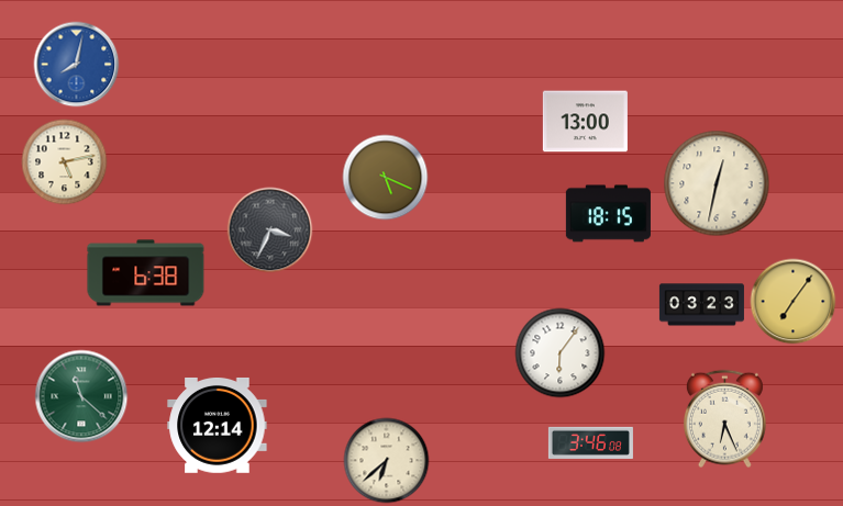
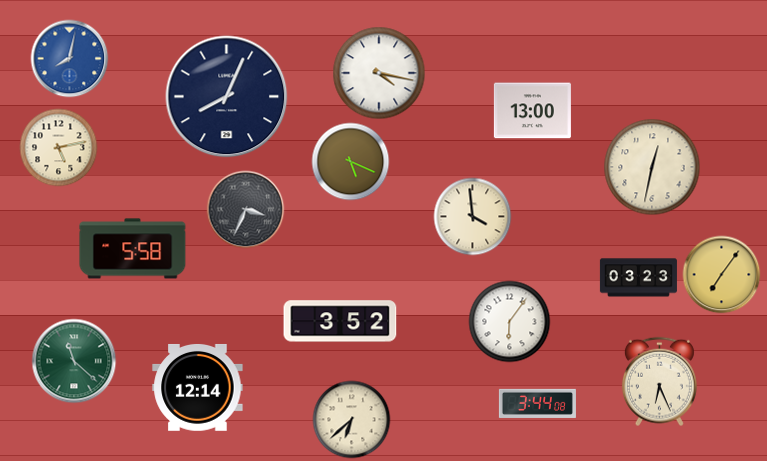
clock at (379, 73): none -> 4:17
clock at (227, 97): none -> 8:04
clock at (608, 214): 18:15 -> none
clock at (472, 216): none -> 3:59
clock at (146, 273): 6:38 -> 5:58
clock at (340, 321): none -> 3:52
clock at (590, 442): 3:46 -> 3:44
